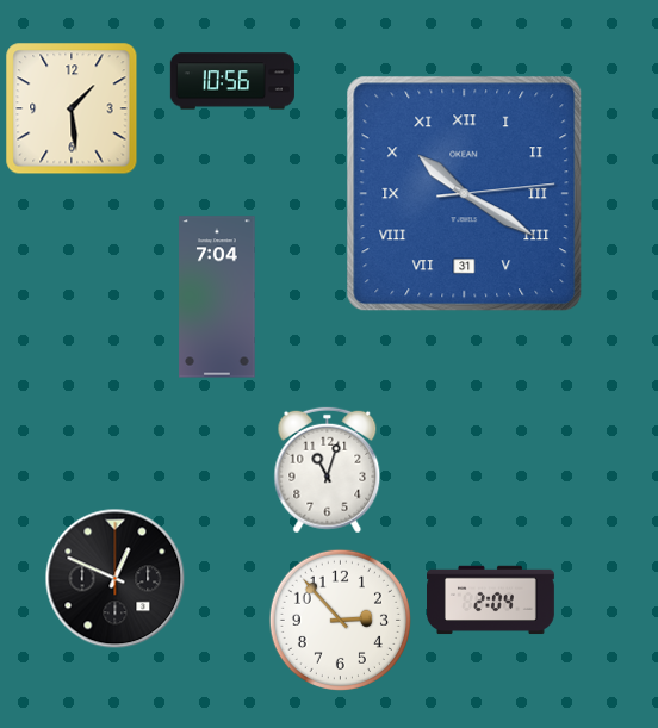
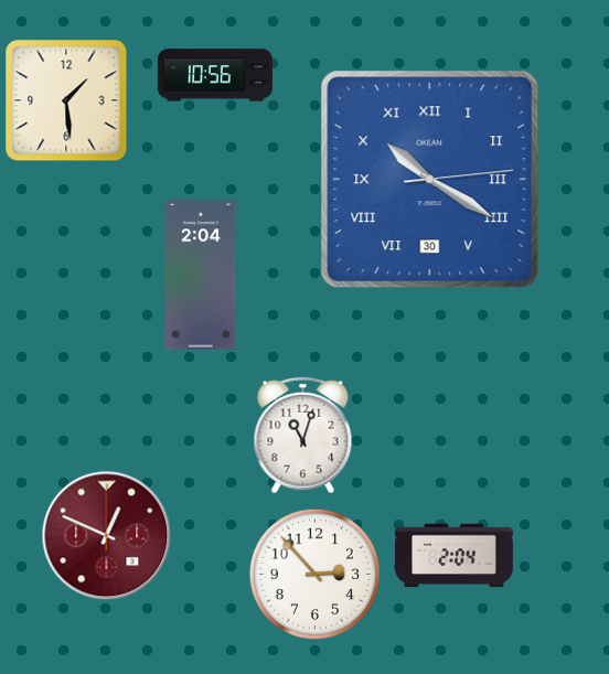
clock at (465, 194) date: 31 -> 30
clock at (217, 297): 7:04 -> 2:04
clock at (116, 579) dial: black -> burgundy
